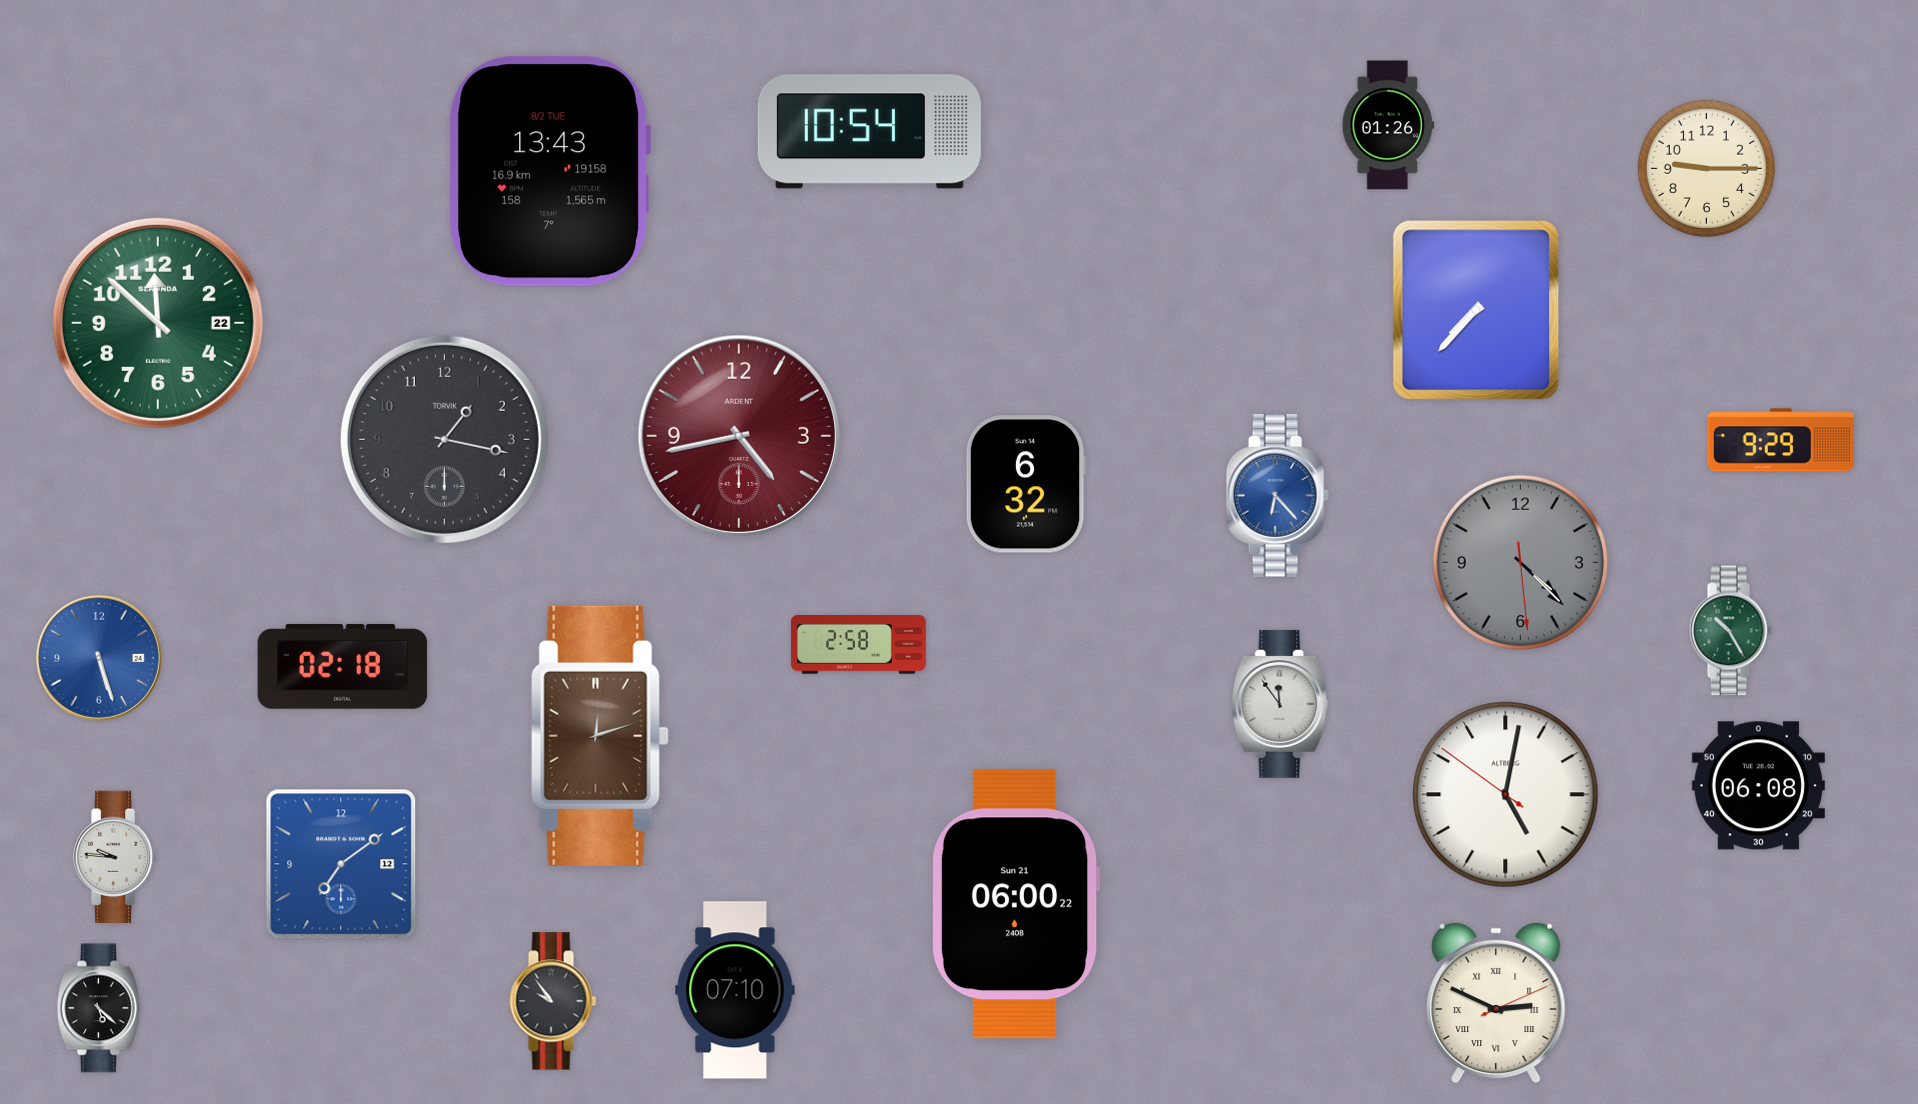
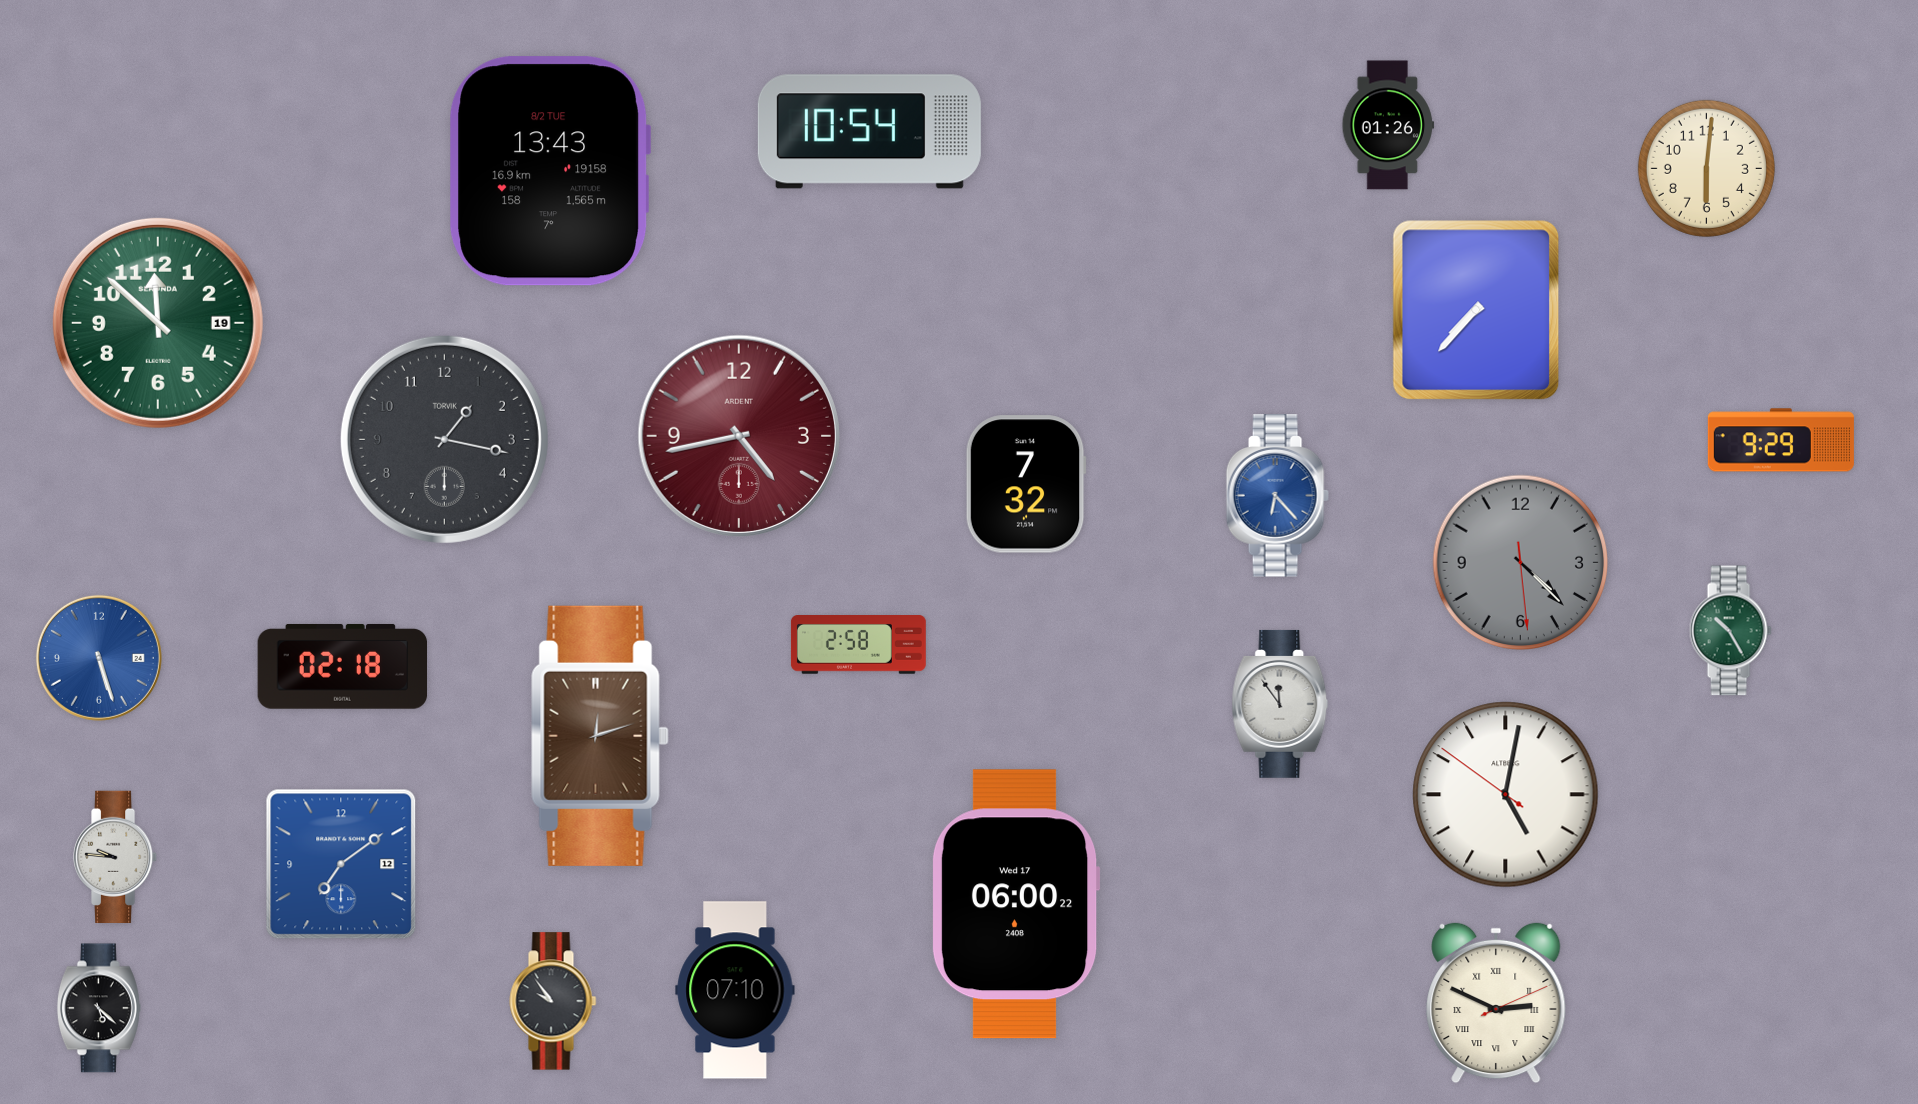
clock at (1706, 168): 9:15 -> 6:01
clock at (158, 323) date: 22 -> 19
clock at (1026, 484): 6:32 -> 7:32
clock at (1758, 786): 06:08 -> none
clock at (1016, 904) date: Sun 21 -> Wed 17
